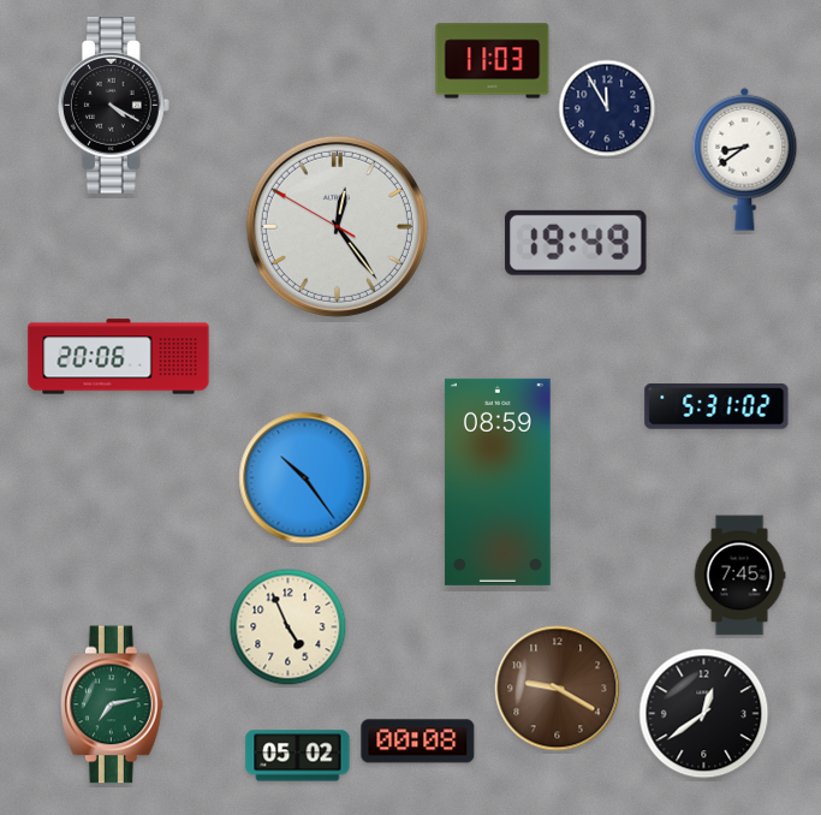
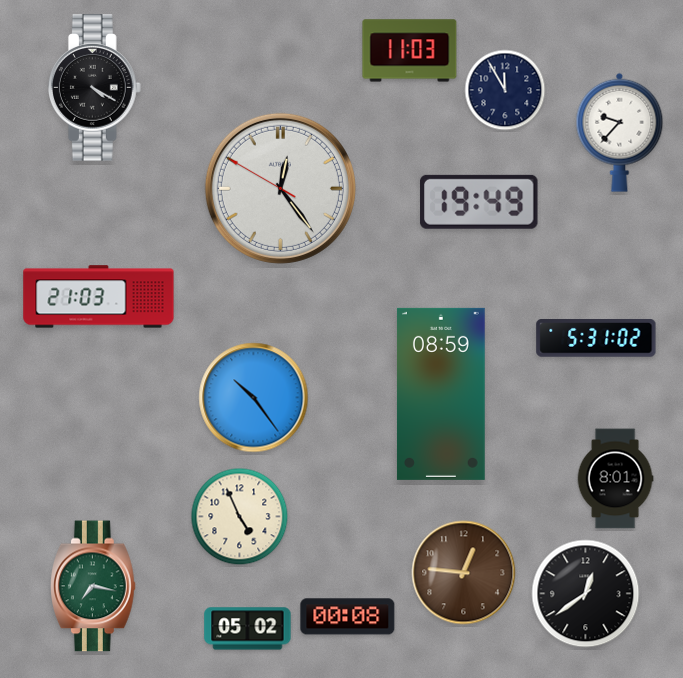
clock at (745, 159): 8:39 -> 9:37
clock at (119, 357): 20:06 -> 21:03
clock at (498, 482) position: (498, 482) -> (441, 394)
clock at (739, 576): 7:45 -> 8:01
clock at (288, 627) position: (288, 627) -> (240, 517)
clock at (558, 689): 9:20 -> 12:46
clock at (113, 704): 7:13 -> 7:17
